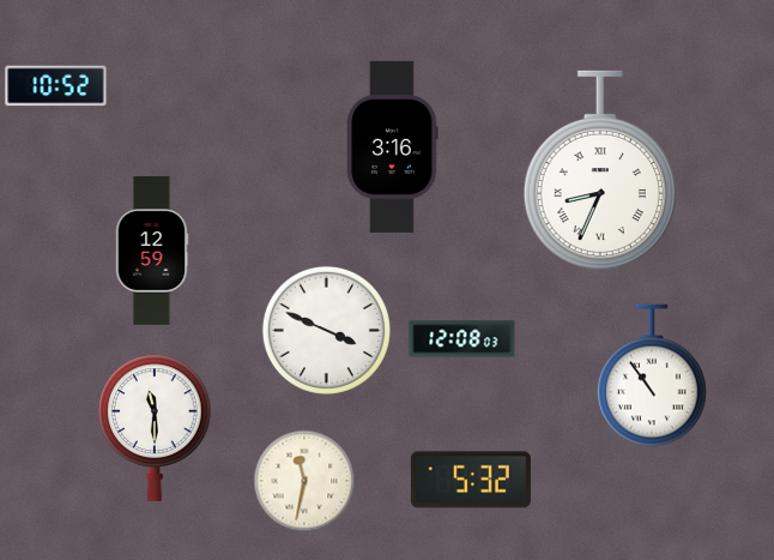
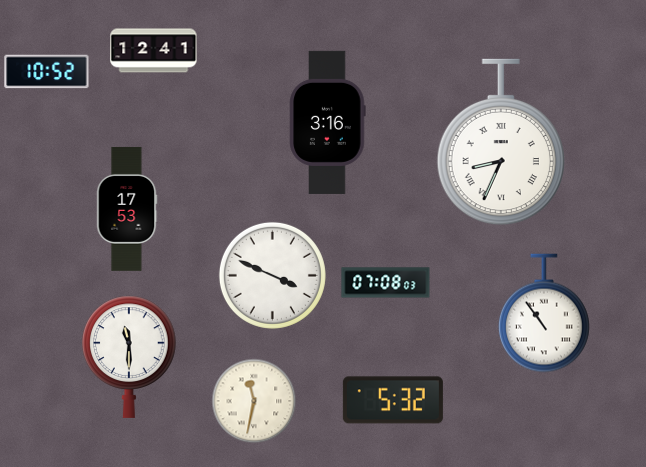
clock at (154, 51): none -> 12:41
clock at (152, 251): 12:59 -> 17:53
clock at (462, 339): 12:08 -> 07:08
